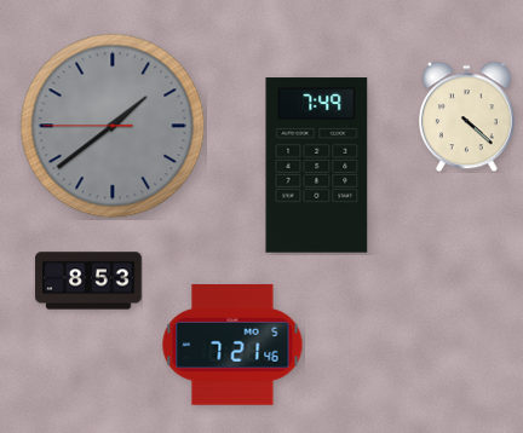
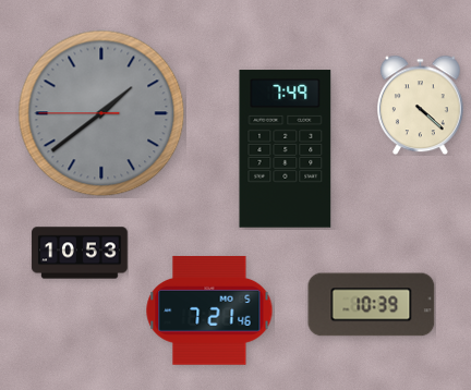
clock at (88, 281): 8:53 -> 10:53
clock at (372, 305): none -> 10:39
